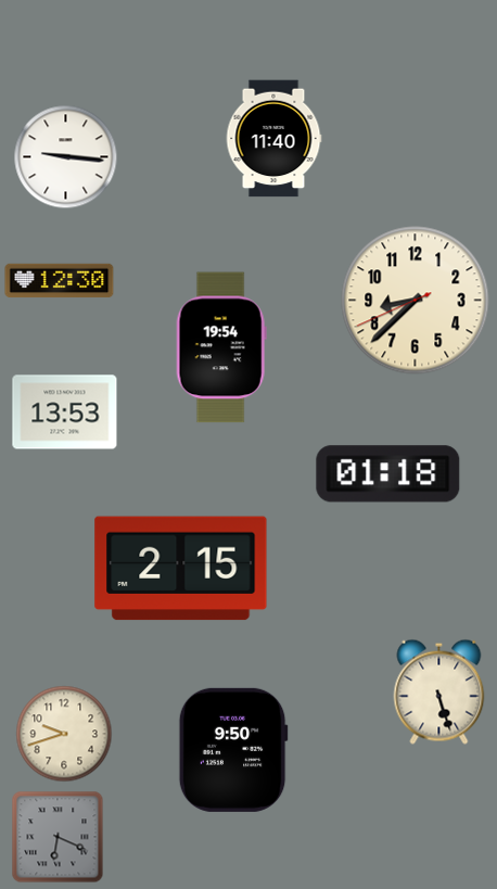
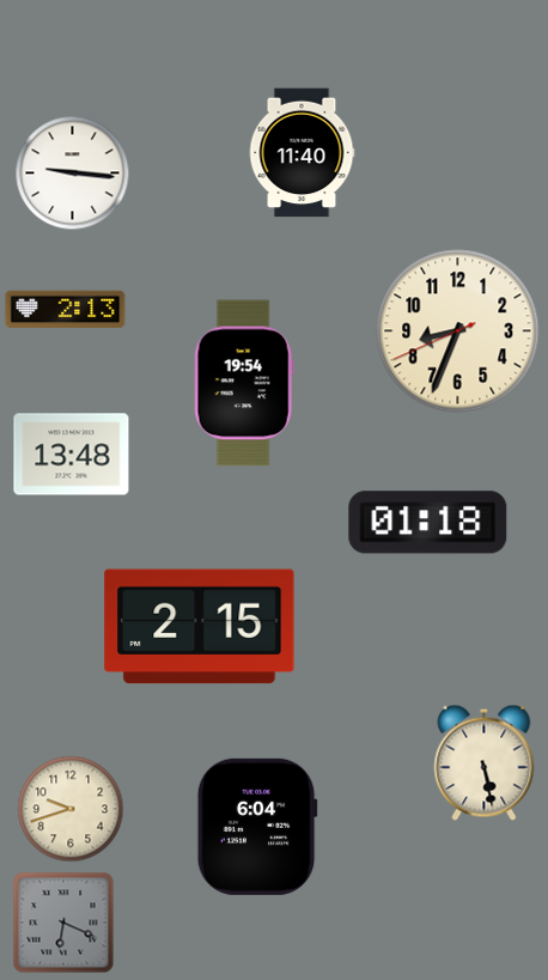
clock at (60, 281): 12:30 -> 2:13
clock at (416, 301): 8:37 -> 8:33
clock at (65, 412): 13:53 -> 13:48
clock at (439, 691): 5:27 -> 5:28
clock at (233, 750): 9:50 -> 6:04
